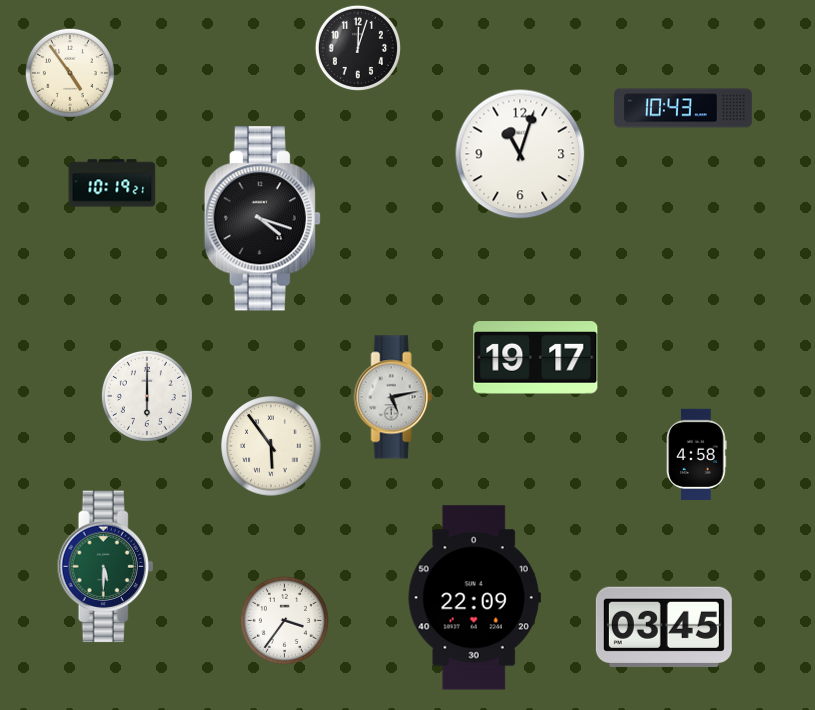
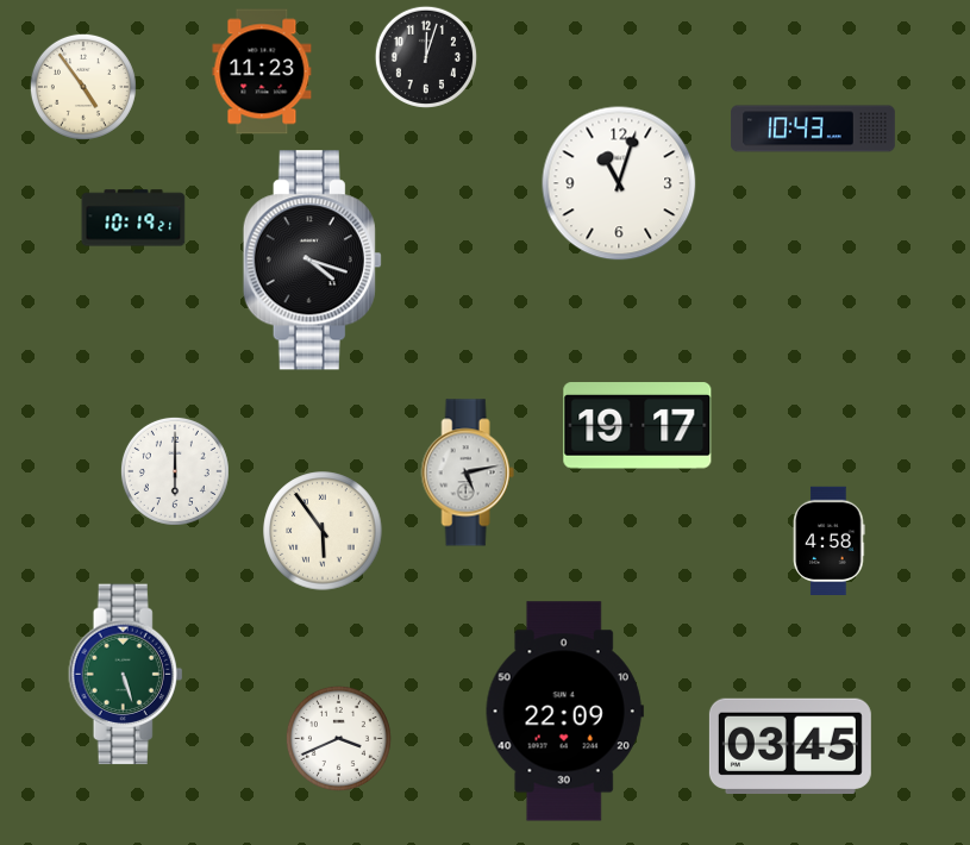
clock at (262, 71): none -> 11:23
clock at (106, 567): 5:30 -> 5:27
clock at (284, 620): 3:36 -> 3:41
